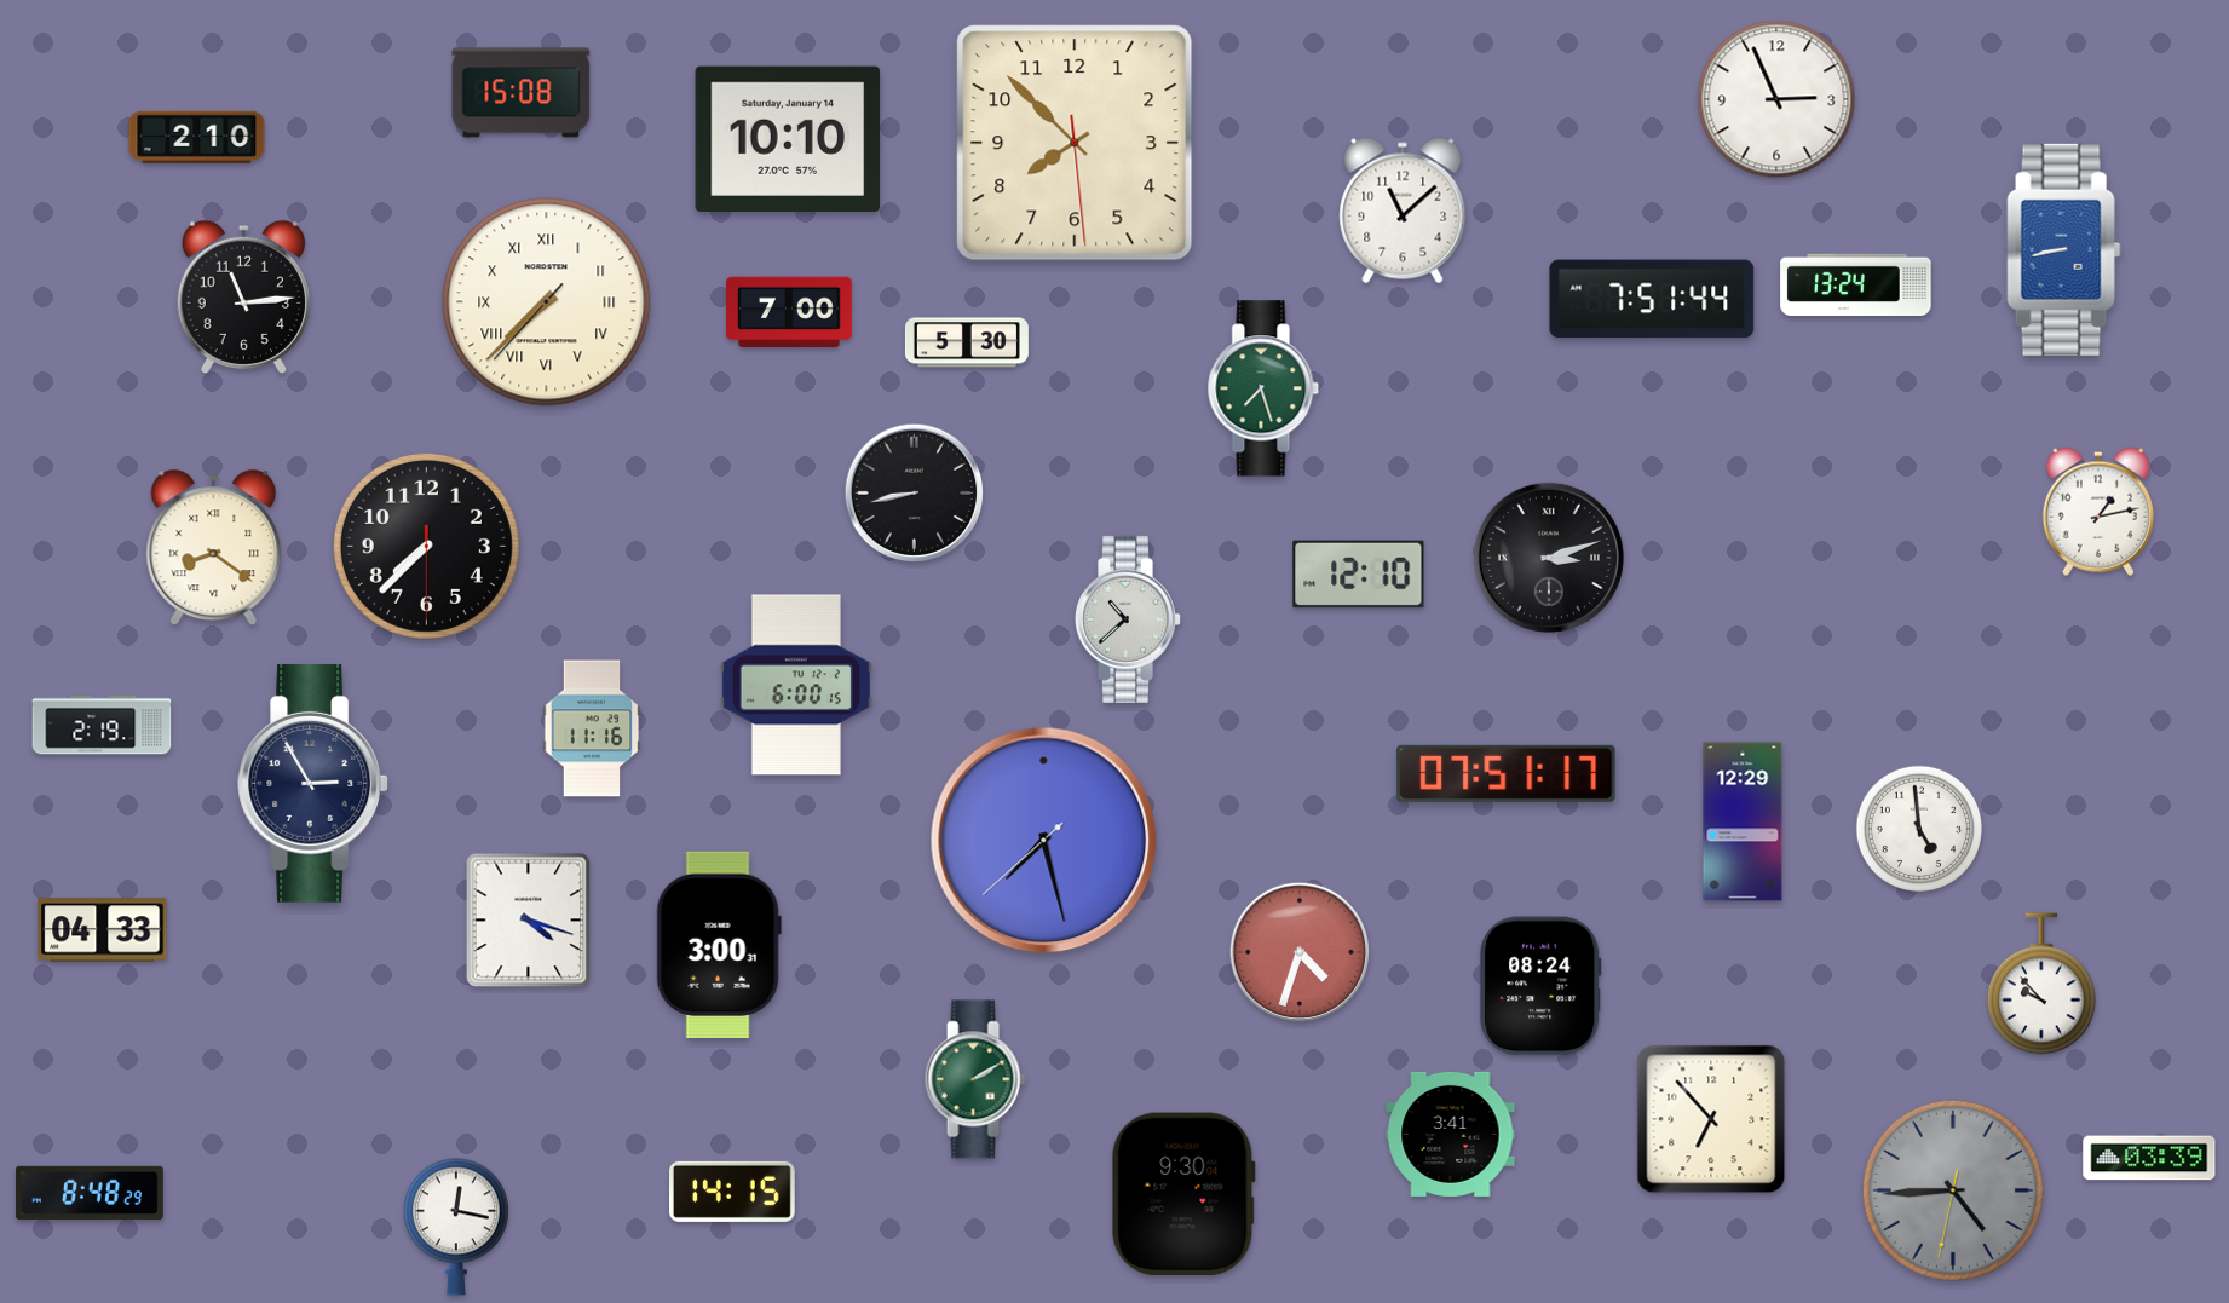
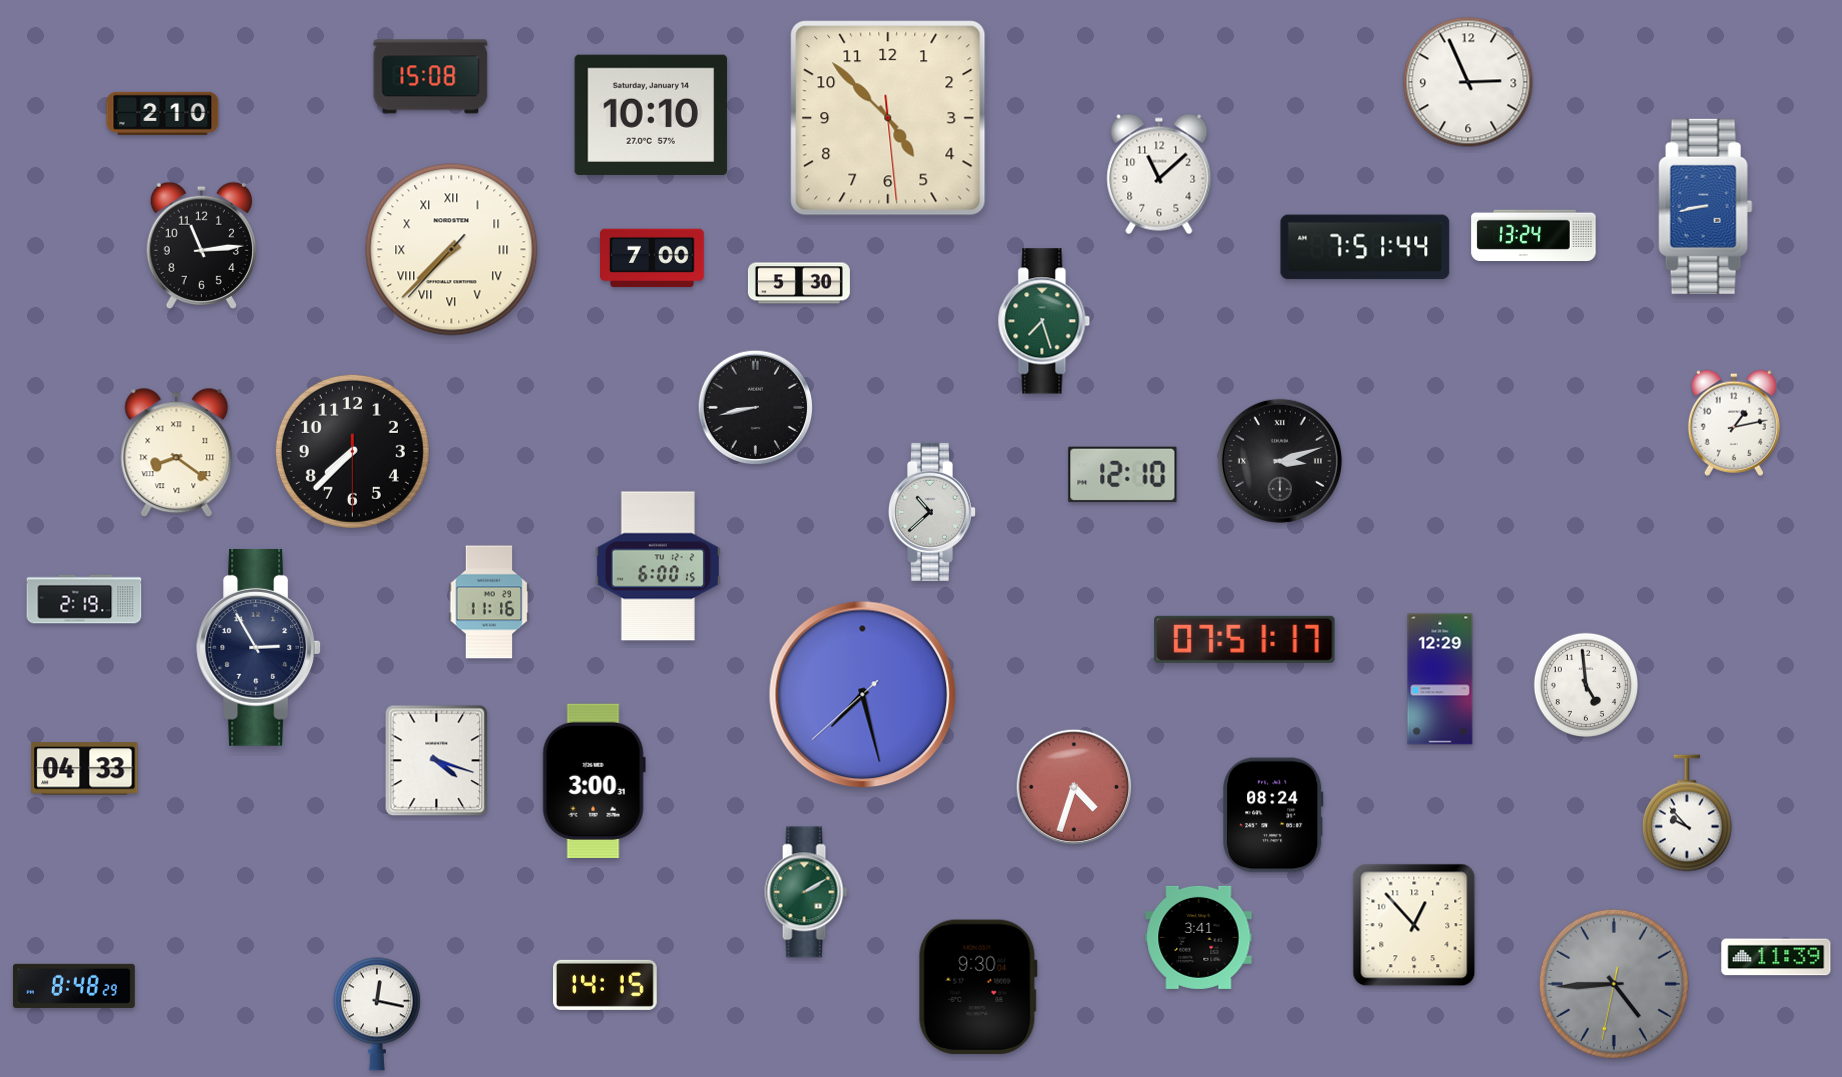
clock at (1075, 143): 7:52 -> 4:52
clock at (1711, 1119): 6:53 -> 12:53
clock at (2149, 1158): 03:39 -> 11:39
